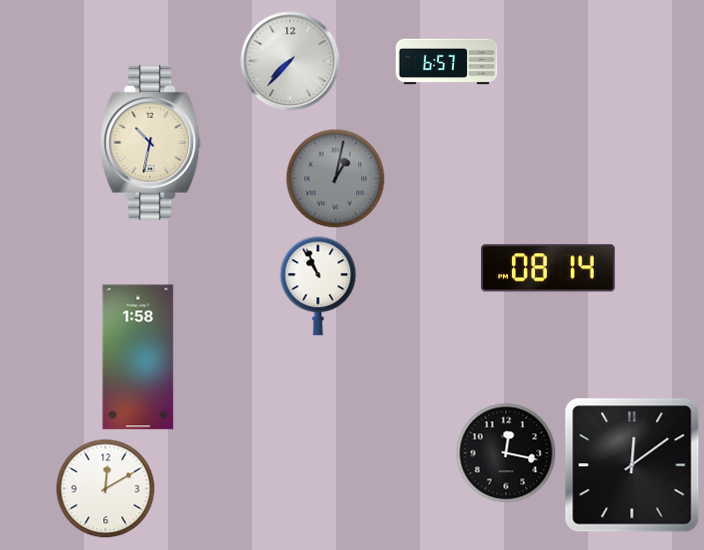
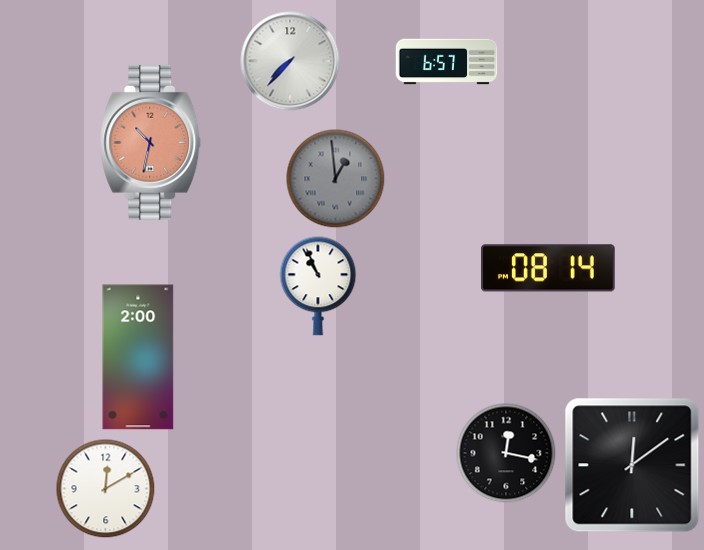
clock at (151, 142) dial: cream -> salmon
clock at (336, 179): 1:02 -> 12:59
clock at (138, 357): 1:58 -> 2:00
